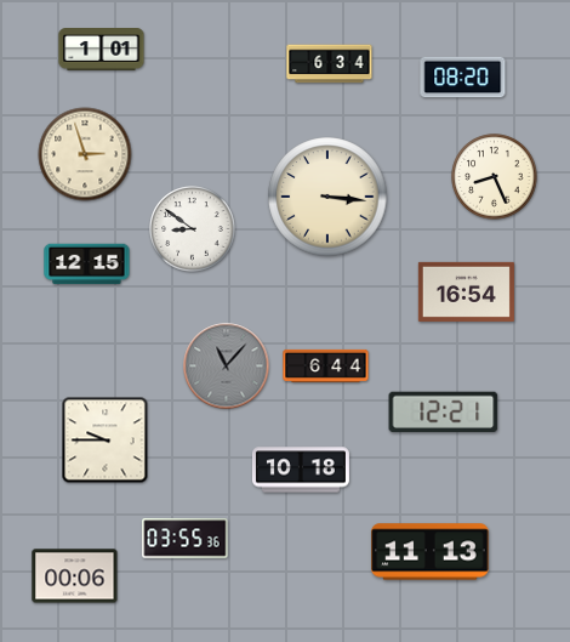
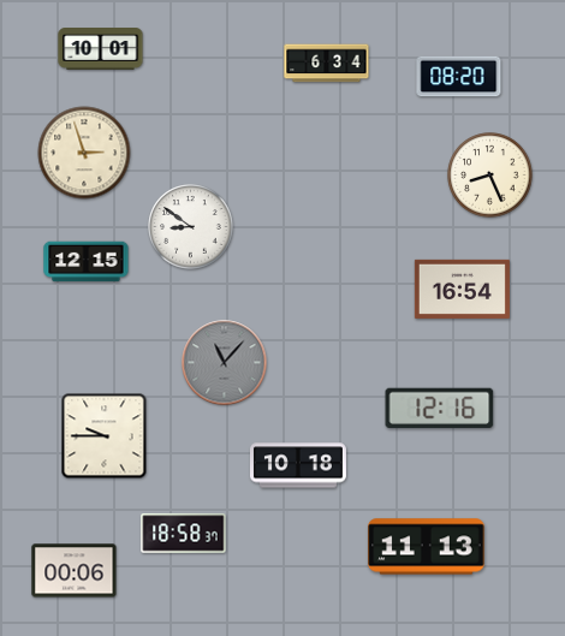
clock at (102, 50): 1:01 -> 10:01
clock at (327, 197): 3:16 -> none
clock at (326, 365): 6:44 -> none
clock at (444, 411): 12:21 -> 12:16
clock at (186, 539): 03:55 -> 18:58
